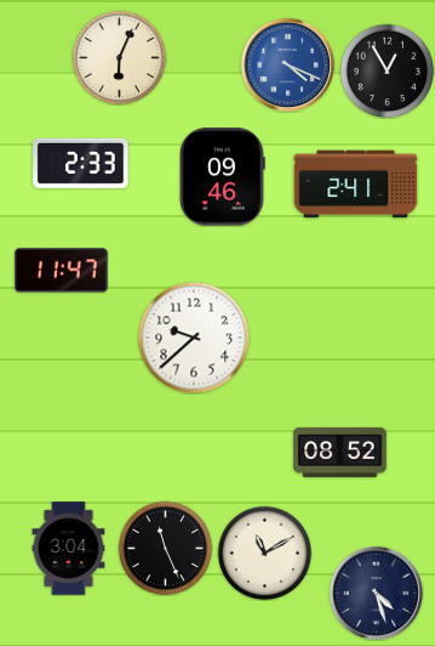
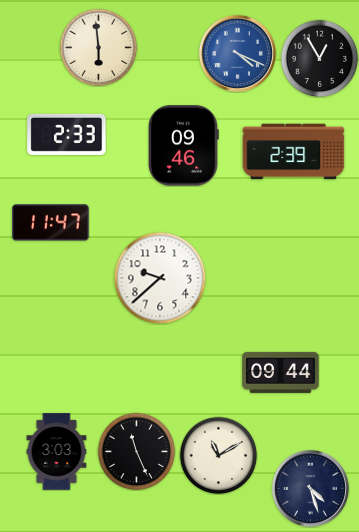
clock at (119, 57): 6:04 -> 5:59
clock at (356, 185): 2:41 -> 2:39
clock at (340, 452): 08:52 -> 09:44
clock at (69, 549): 3:04 -> 3:03
